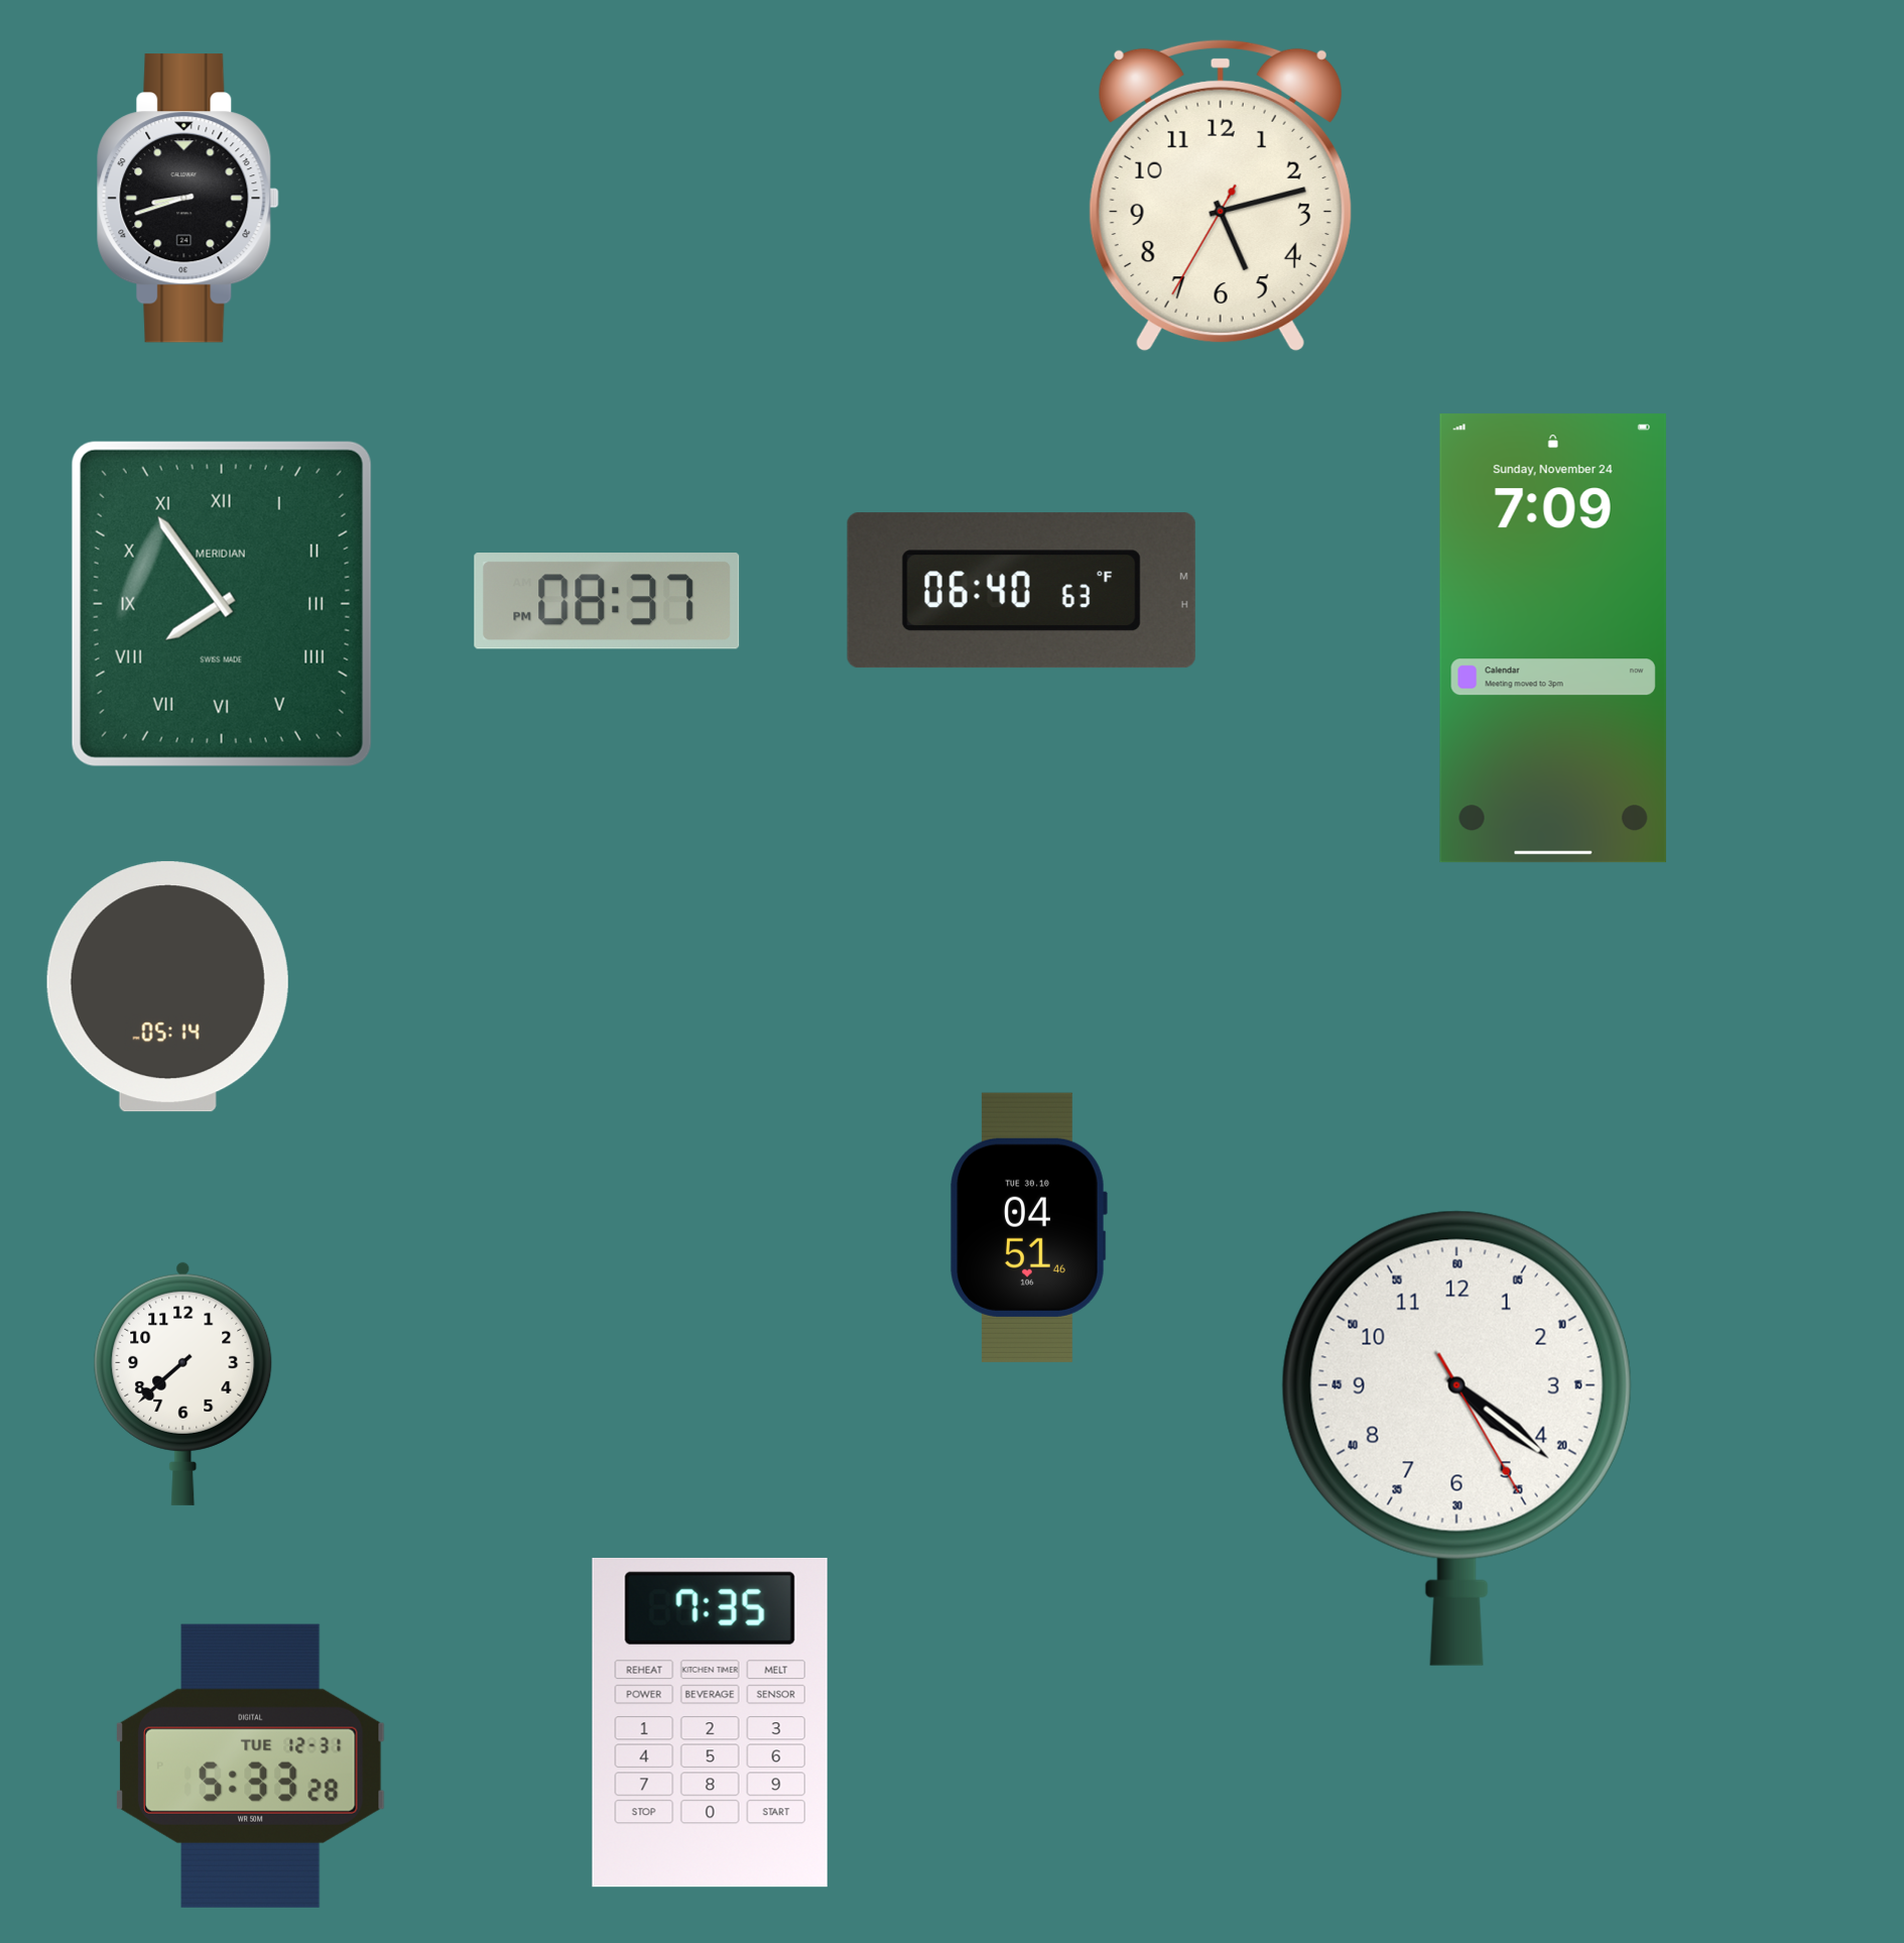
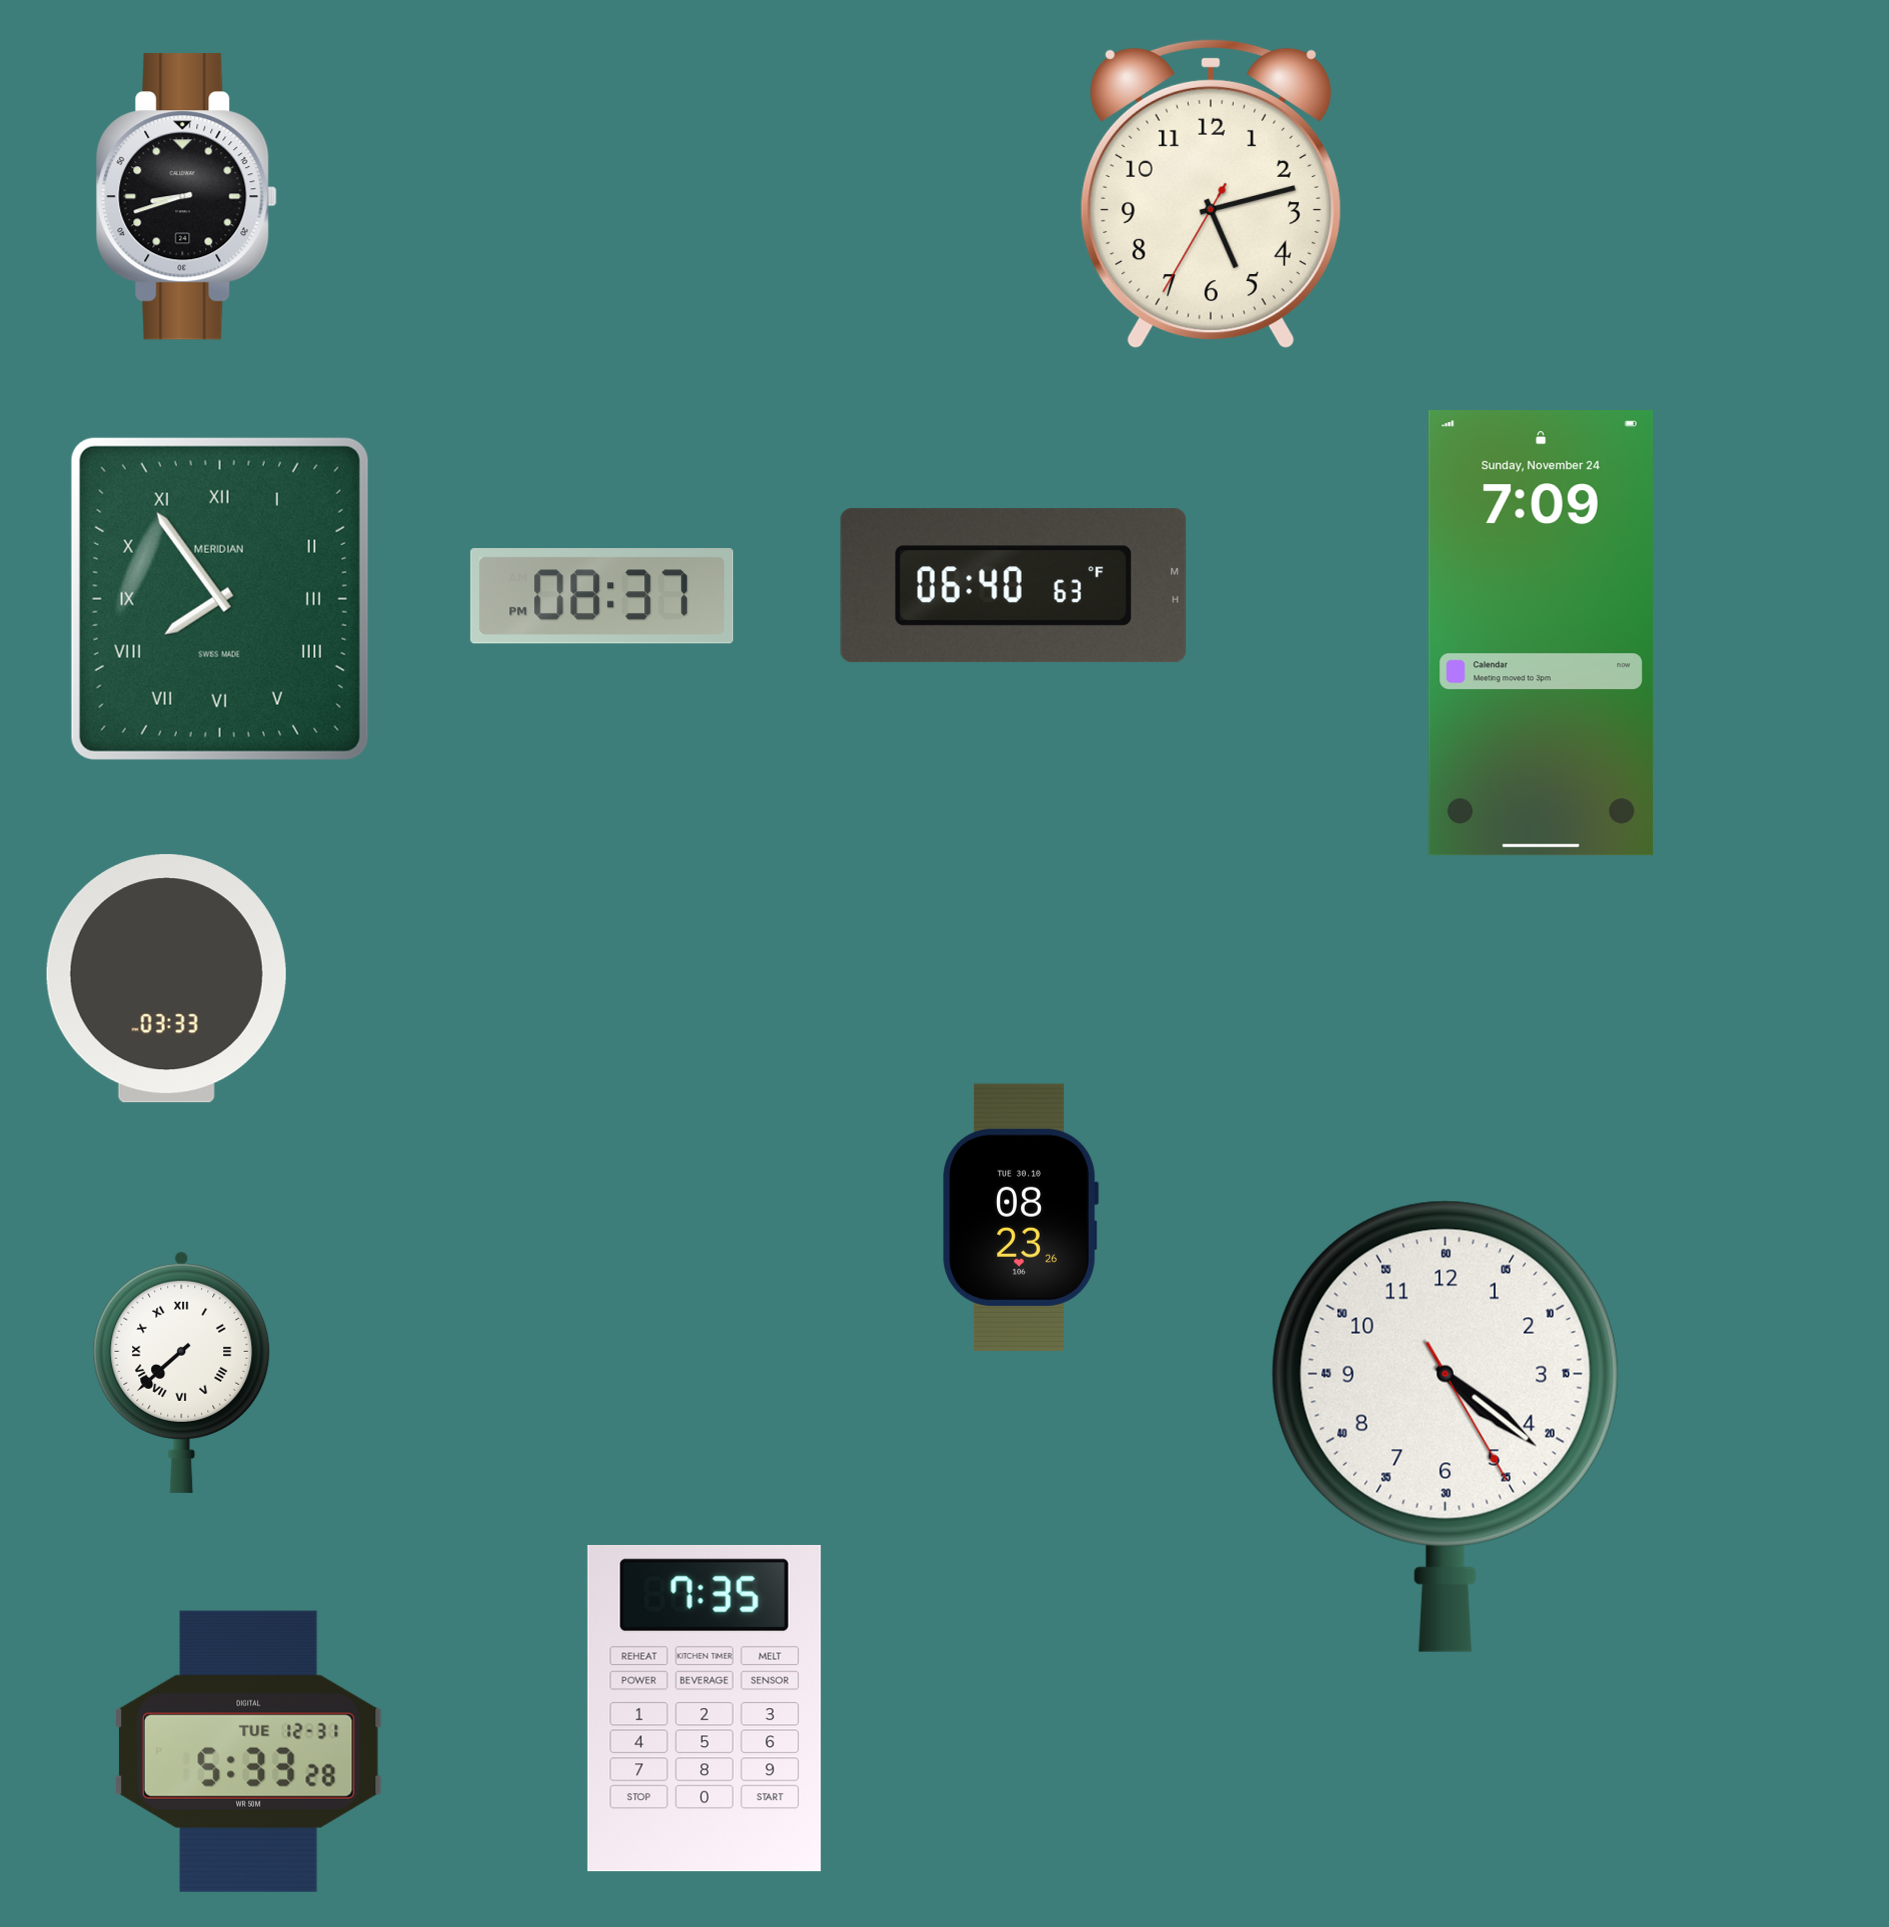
clock at (167, 987): 05:14 -> 03:33
clock at (1028, 1227): 04:51 -> 08:23
clock at (183, 1383) numerals: Arabic -> Roman
